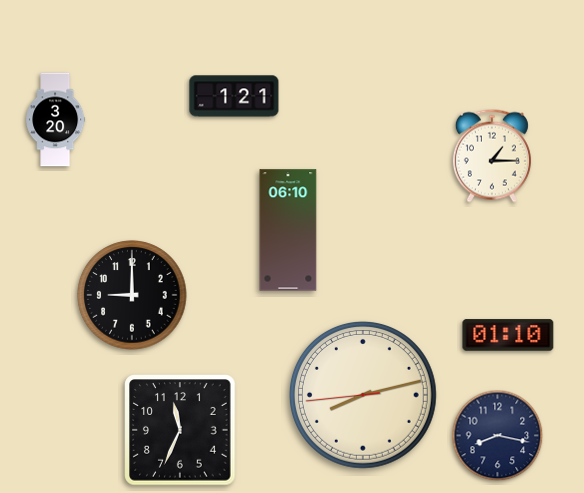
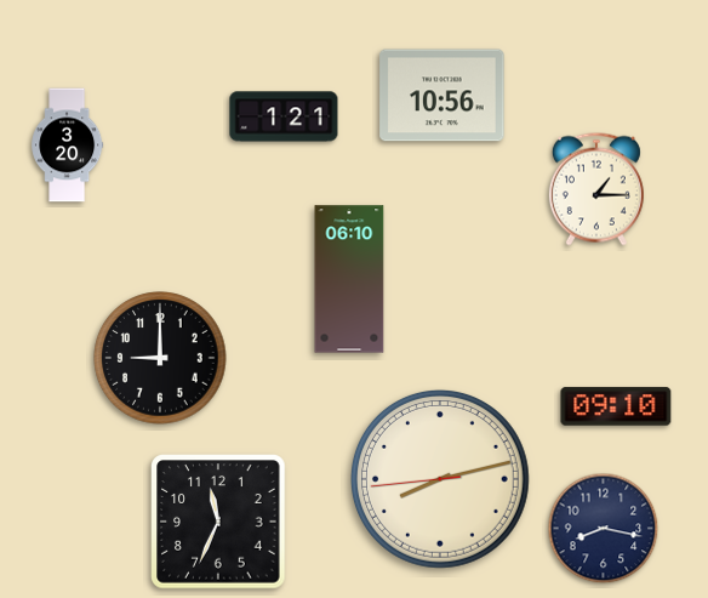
clock at (442, 96): none -> 10:56
clock at (508, 335): 01:10 -> 09:10
